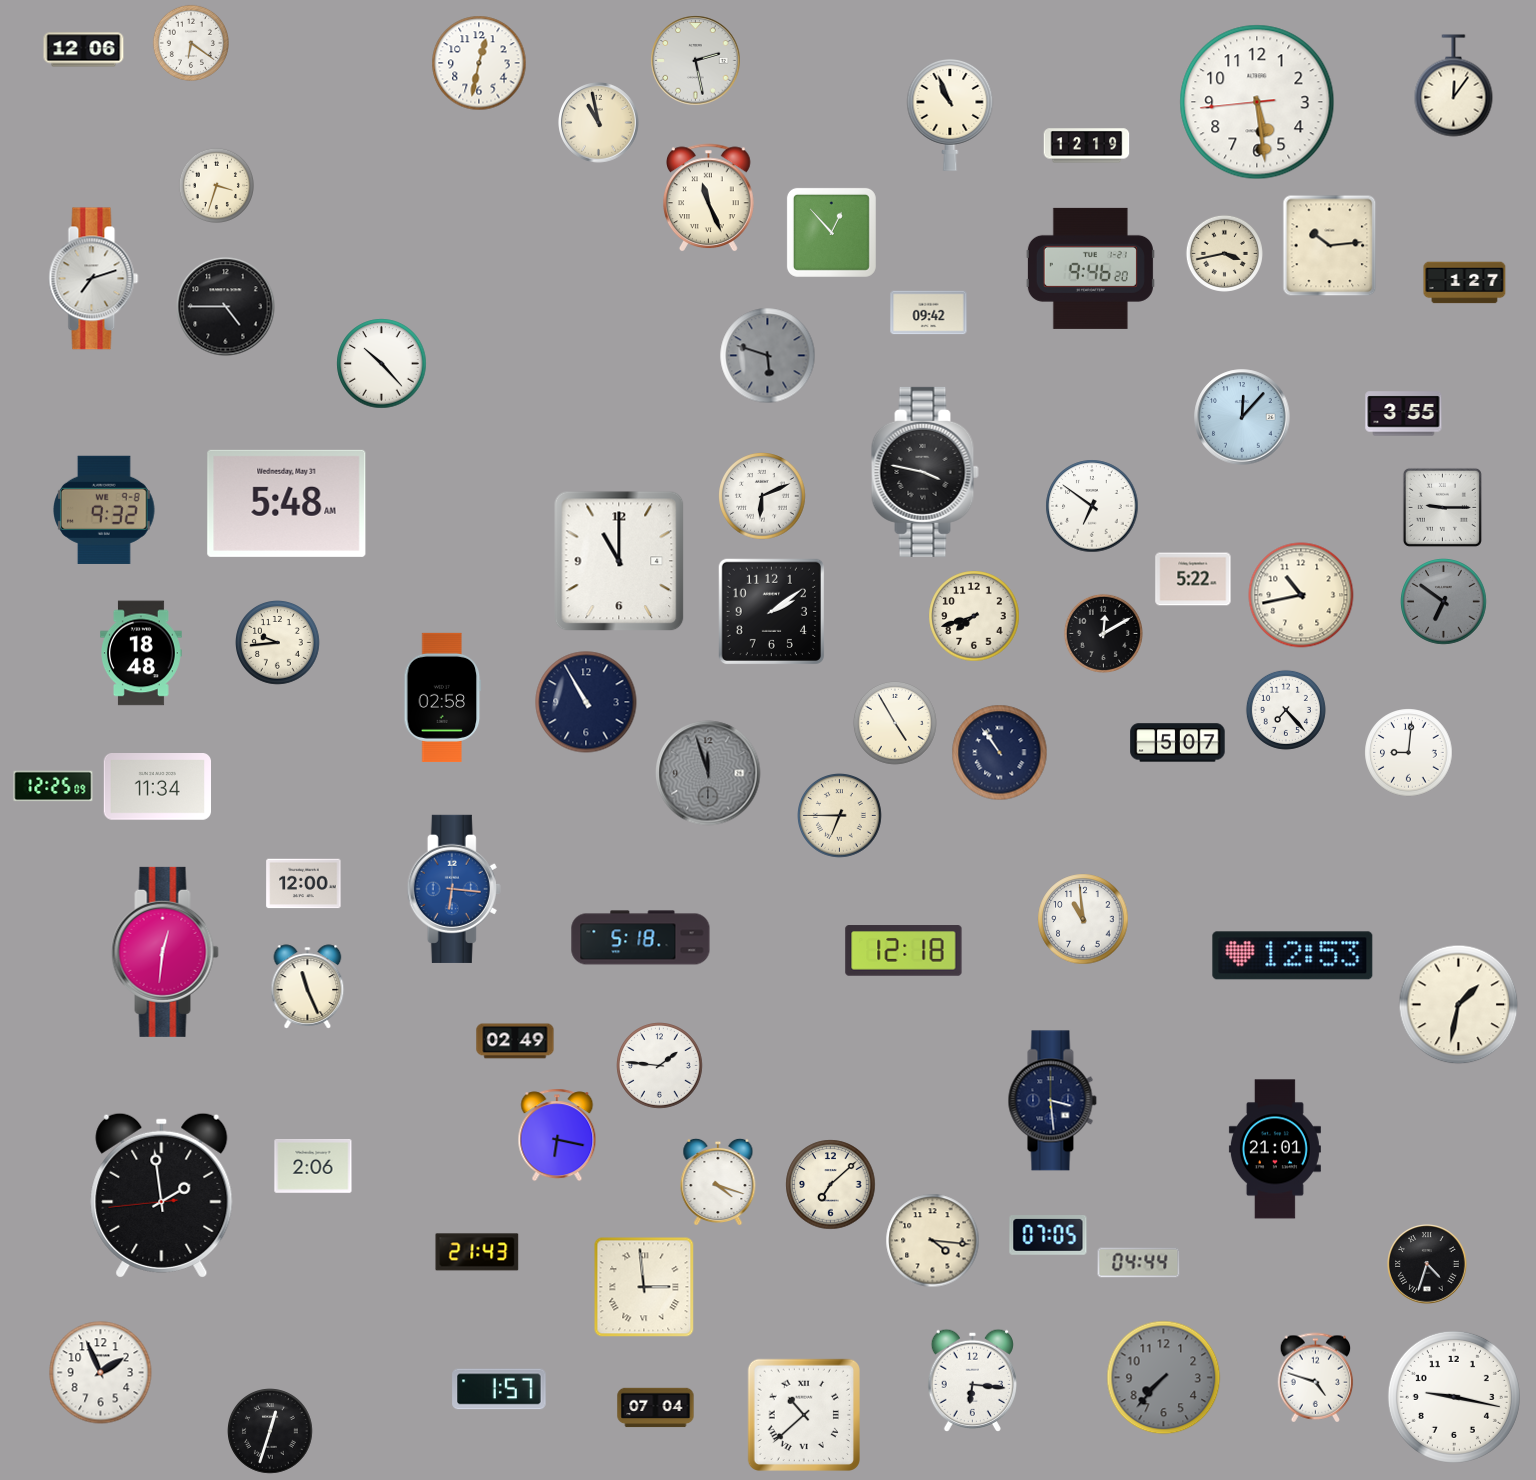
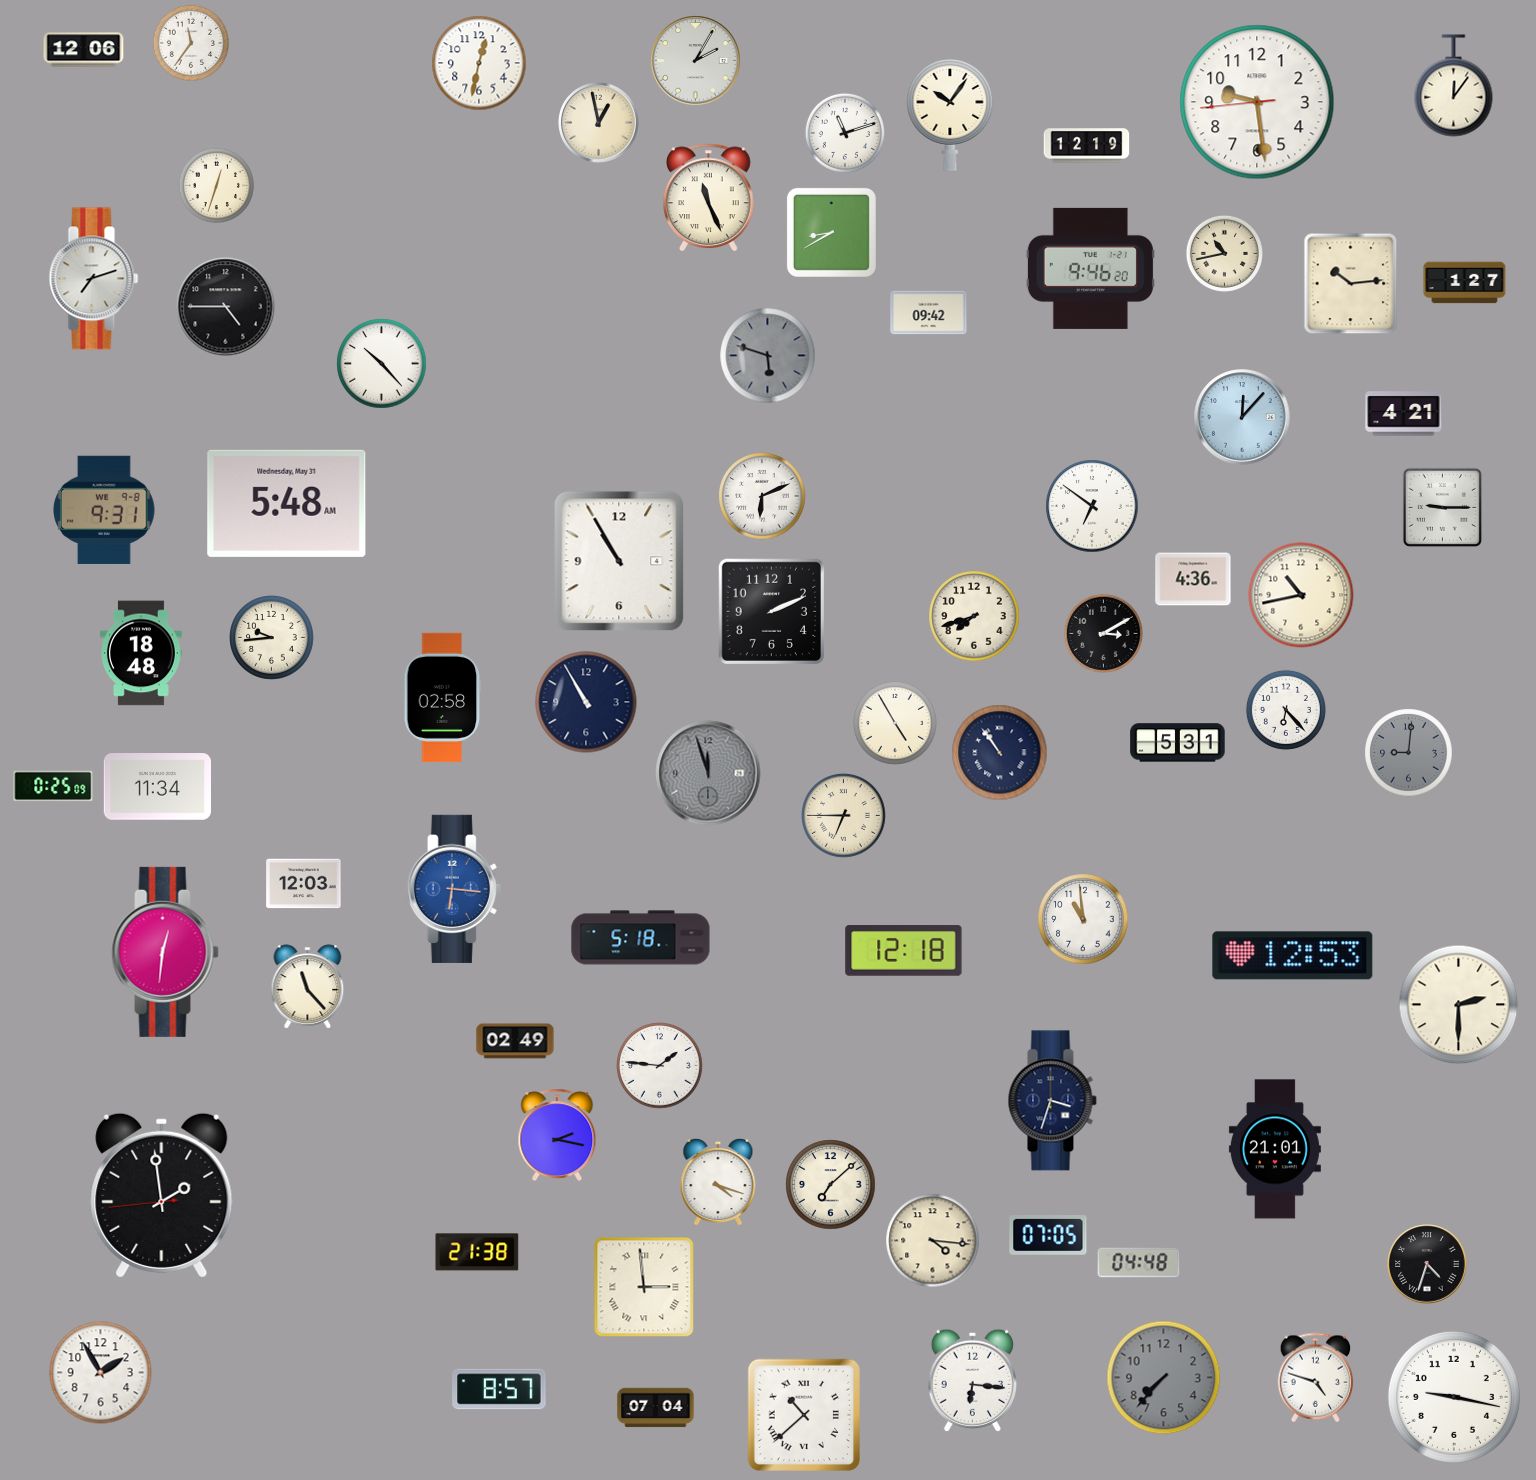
clock at (190, 42): 6:21 -> 11:36
clock at (696, 61): 2:28 -> 2:05
clock at (1257, 102): 5:28 -> 9:28
clock at (950, 115): 10:56 -> 10:06
clock at (599, 123): 10:58 -> 12:58
clock at (845, 133): none -> 11:12
clock at (216, 185): 3:33 -> 12:33
clock at (831, 232): 12:53 -> 8:40
clock at (1330, 246) position: (1330, 246) -> (1351, 284)
clock at (1224, 253): 3:43 -> 10:43
clock at (1404, 414): 3:55 -> 4:21
clock at (925, 472): 3:47 -> none
clock at (105, 510): 9:32 -> 9:31
clock at (619, 561): 11:00 -> 10:55
clock at (1193, 579): 5:22 -> 4:36
clock at (1444, 602): 6:51 -> none
clock at (771, 611): 2:09 -> 2:11
clock at (1103, 633): 12:10 -> 3:10
clock at (278, 643) position: (278, 643) -> (272, 638)
clock at (1286, 710): 7:23 -> 6:23
clock at (1178, 743): 5:07 -> 5:31
clock at (1409, 753) dial: white -> grey
clock at (53, 786): 12:25 -> 0:25
clock at (840, 816) position: (840, 816) -> (844, 816)
clock at (304, 884): 12:00 -> 12:03
clock at (308, 987): 11:26 -> 11:23
clock at (1459, 1005): 1:32 -> 2:30
clock at (1052, 1101): 3:29 -> 3:33
clock at (557, 1135): 6:17 -> 2:17
clock at (313, 1167): 2:06 -> none
clock at (477, 1252): 21:43 -> 21:38
clock at (1139, 1263): 04:44 -> 04:48
clock at (101, 1373): 1:56 -> 1:55
clock at (499, 1389): 1:57 -> 8:57
clock at (271, 1432): 12:33 -> none
